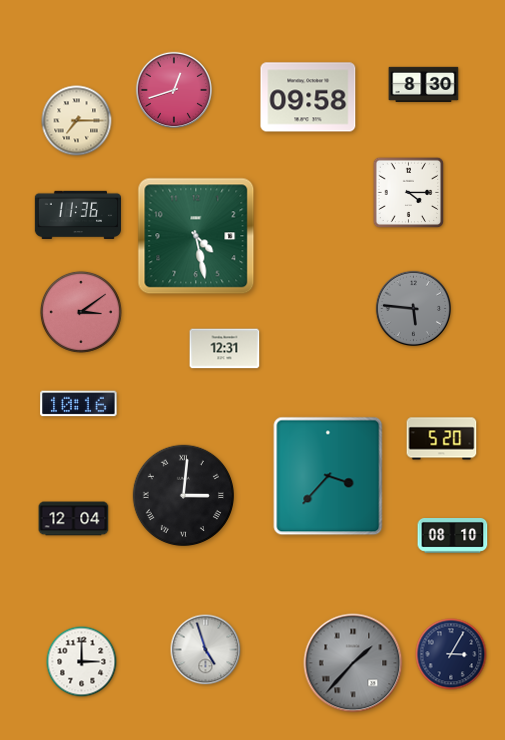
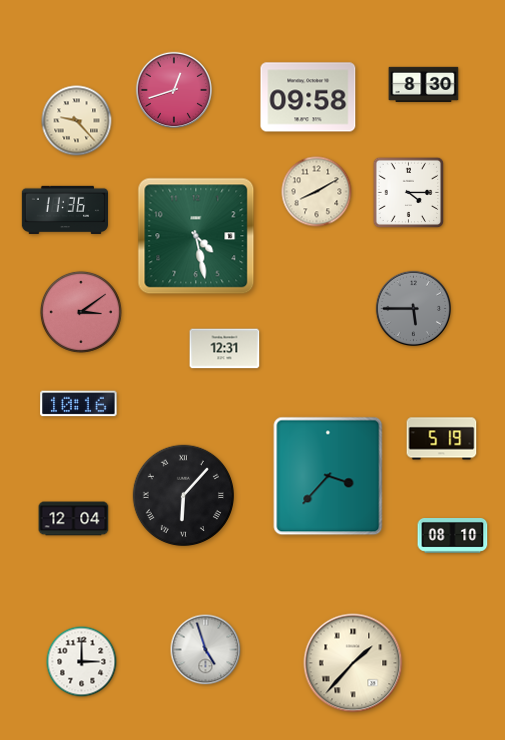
clock at (77, 121): 7:15 -> 9:23
clock at (317, 192): none -> 8:10
clock at (77, 214) position: (77, 214) -> (64, 209)
clock at (413, 308): 5:46 -> 5:45
clock at (442, 439): 5:20 -> 5:19
clock at (183, 495): 3:01 -> 6:07
clock at (451, 654): 3:05 -> none
clock at (353, 663) dial: grey -> cream
